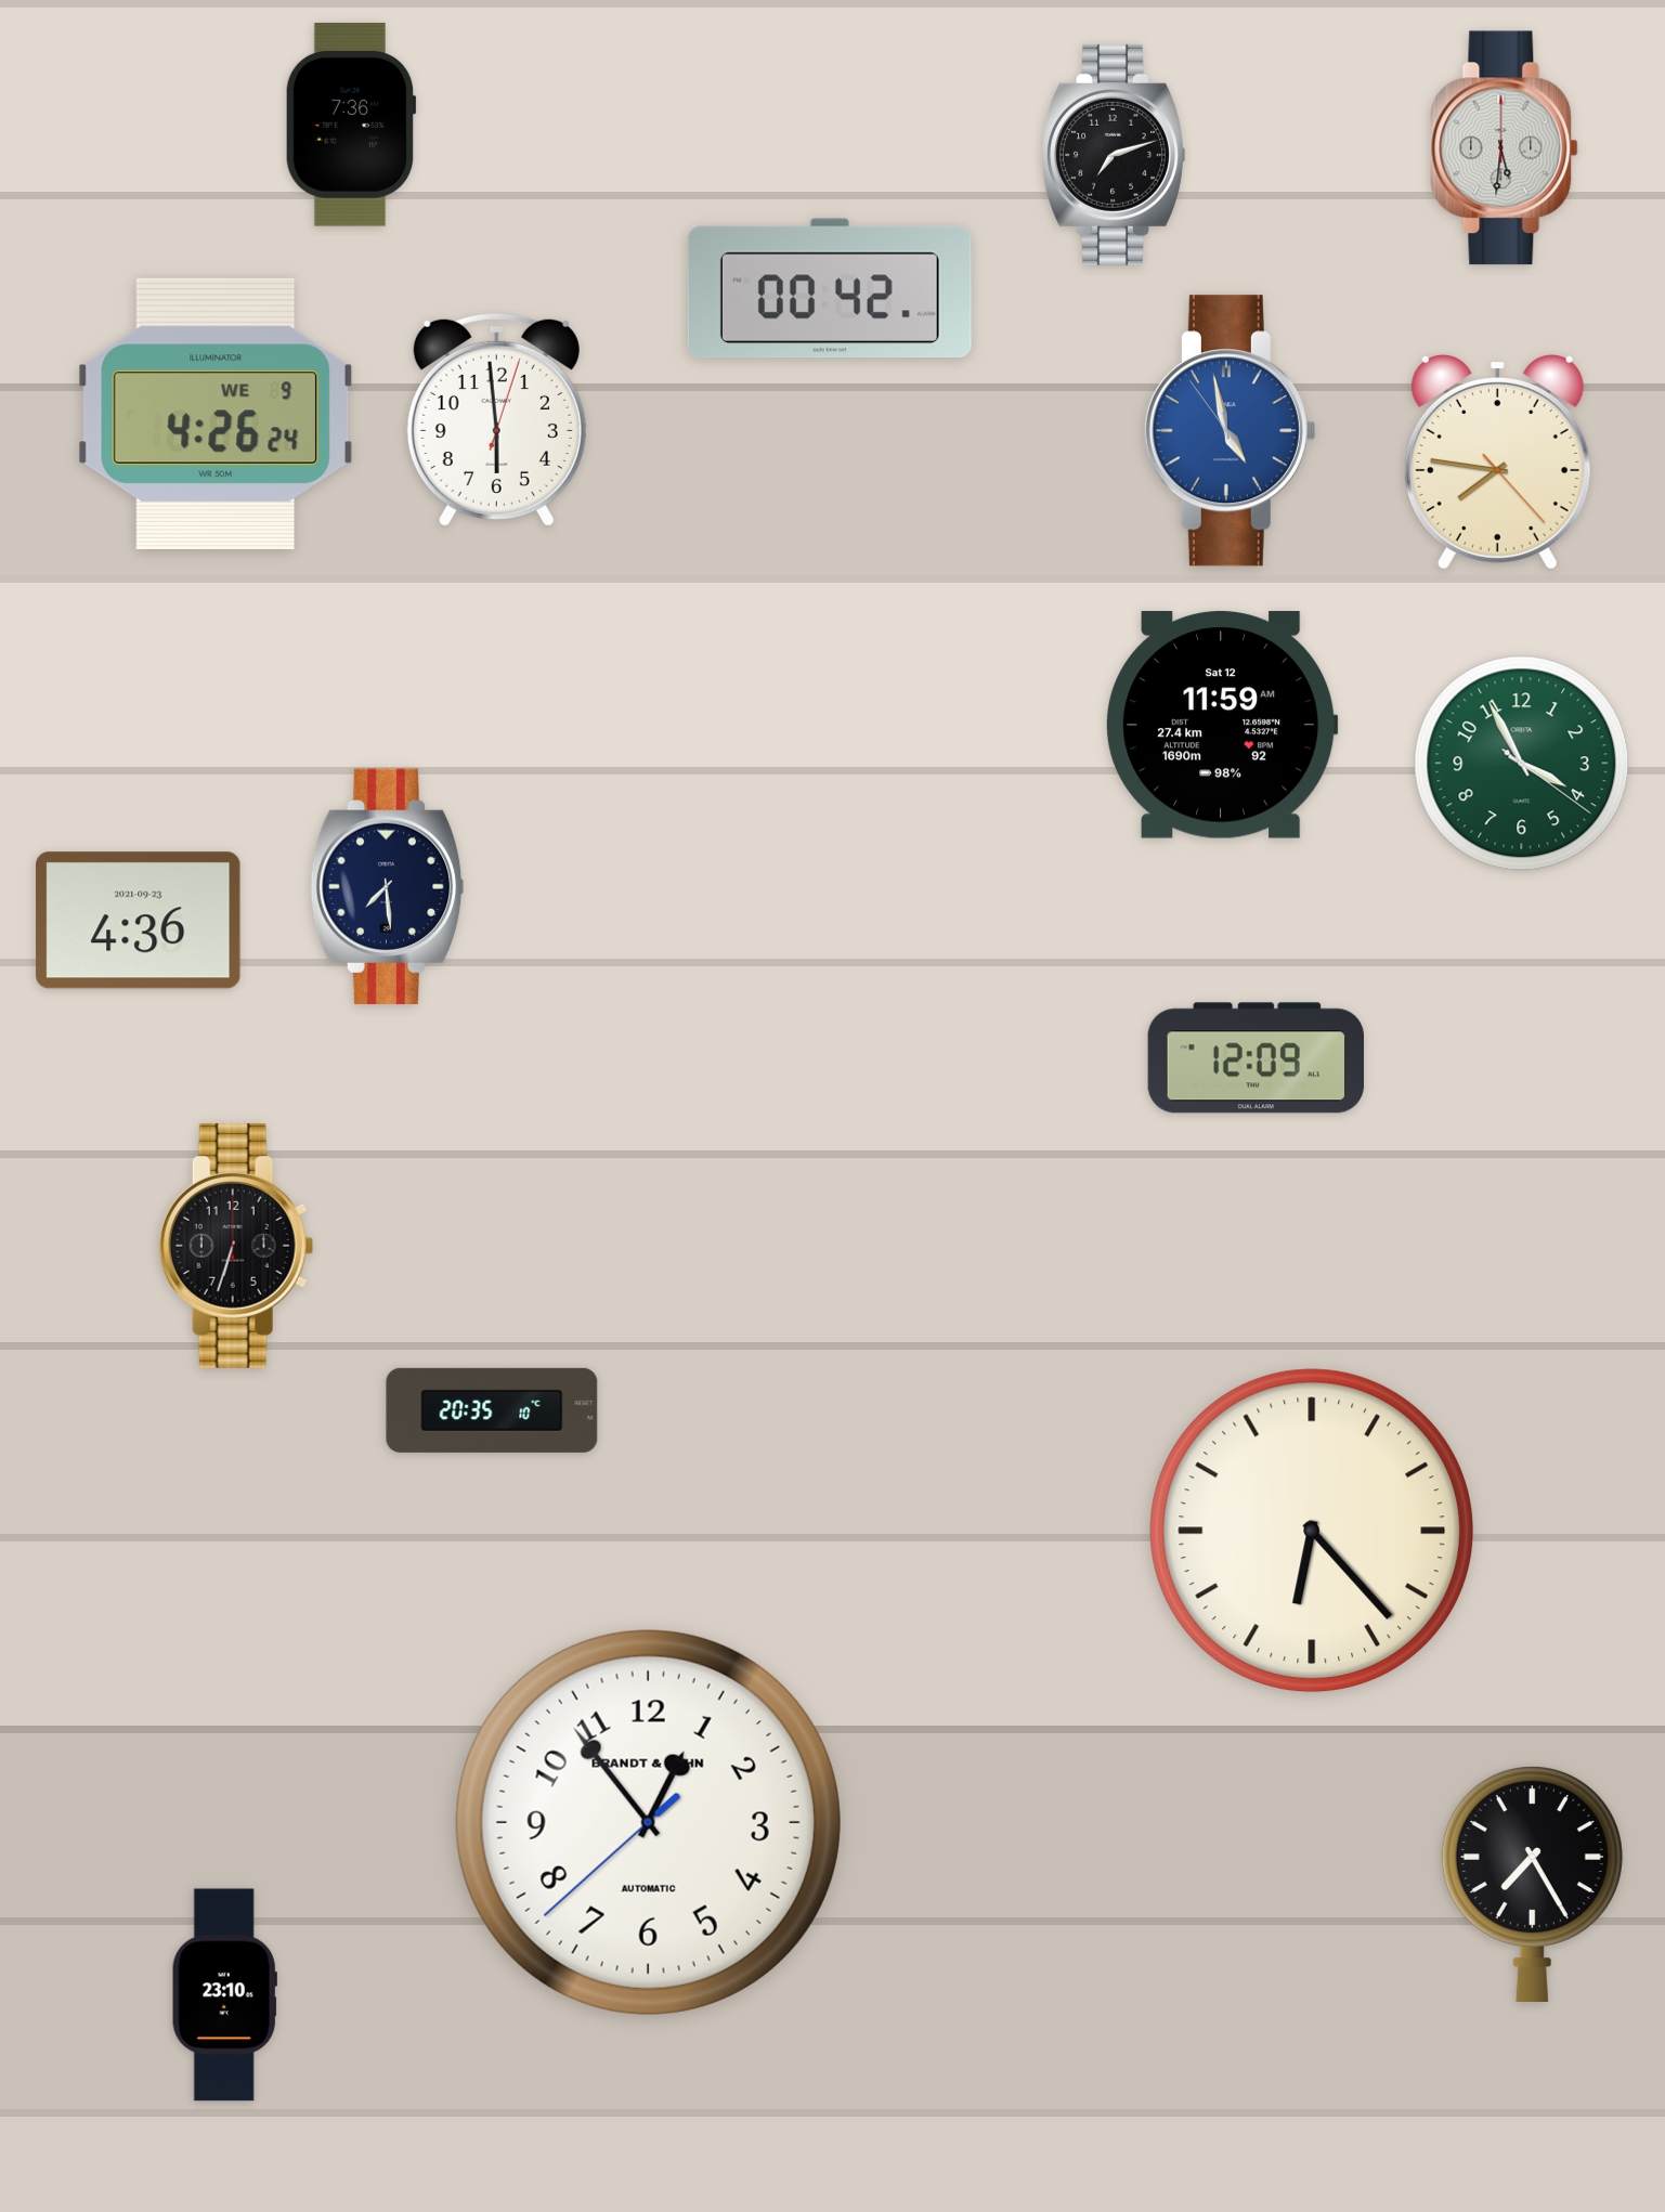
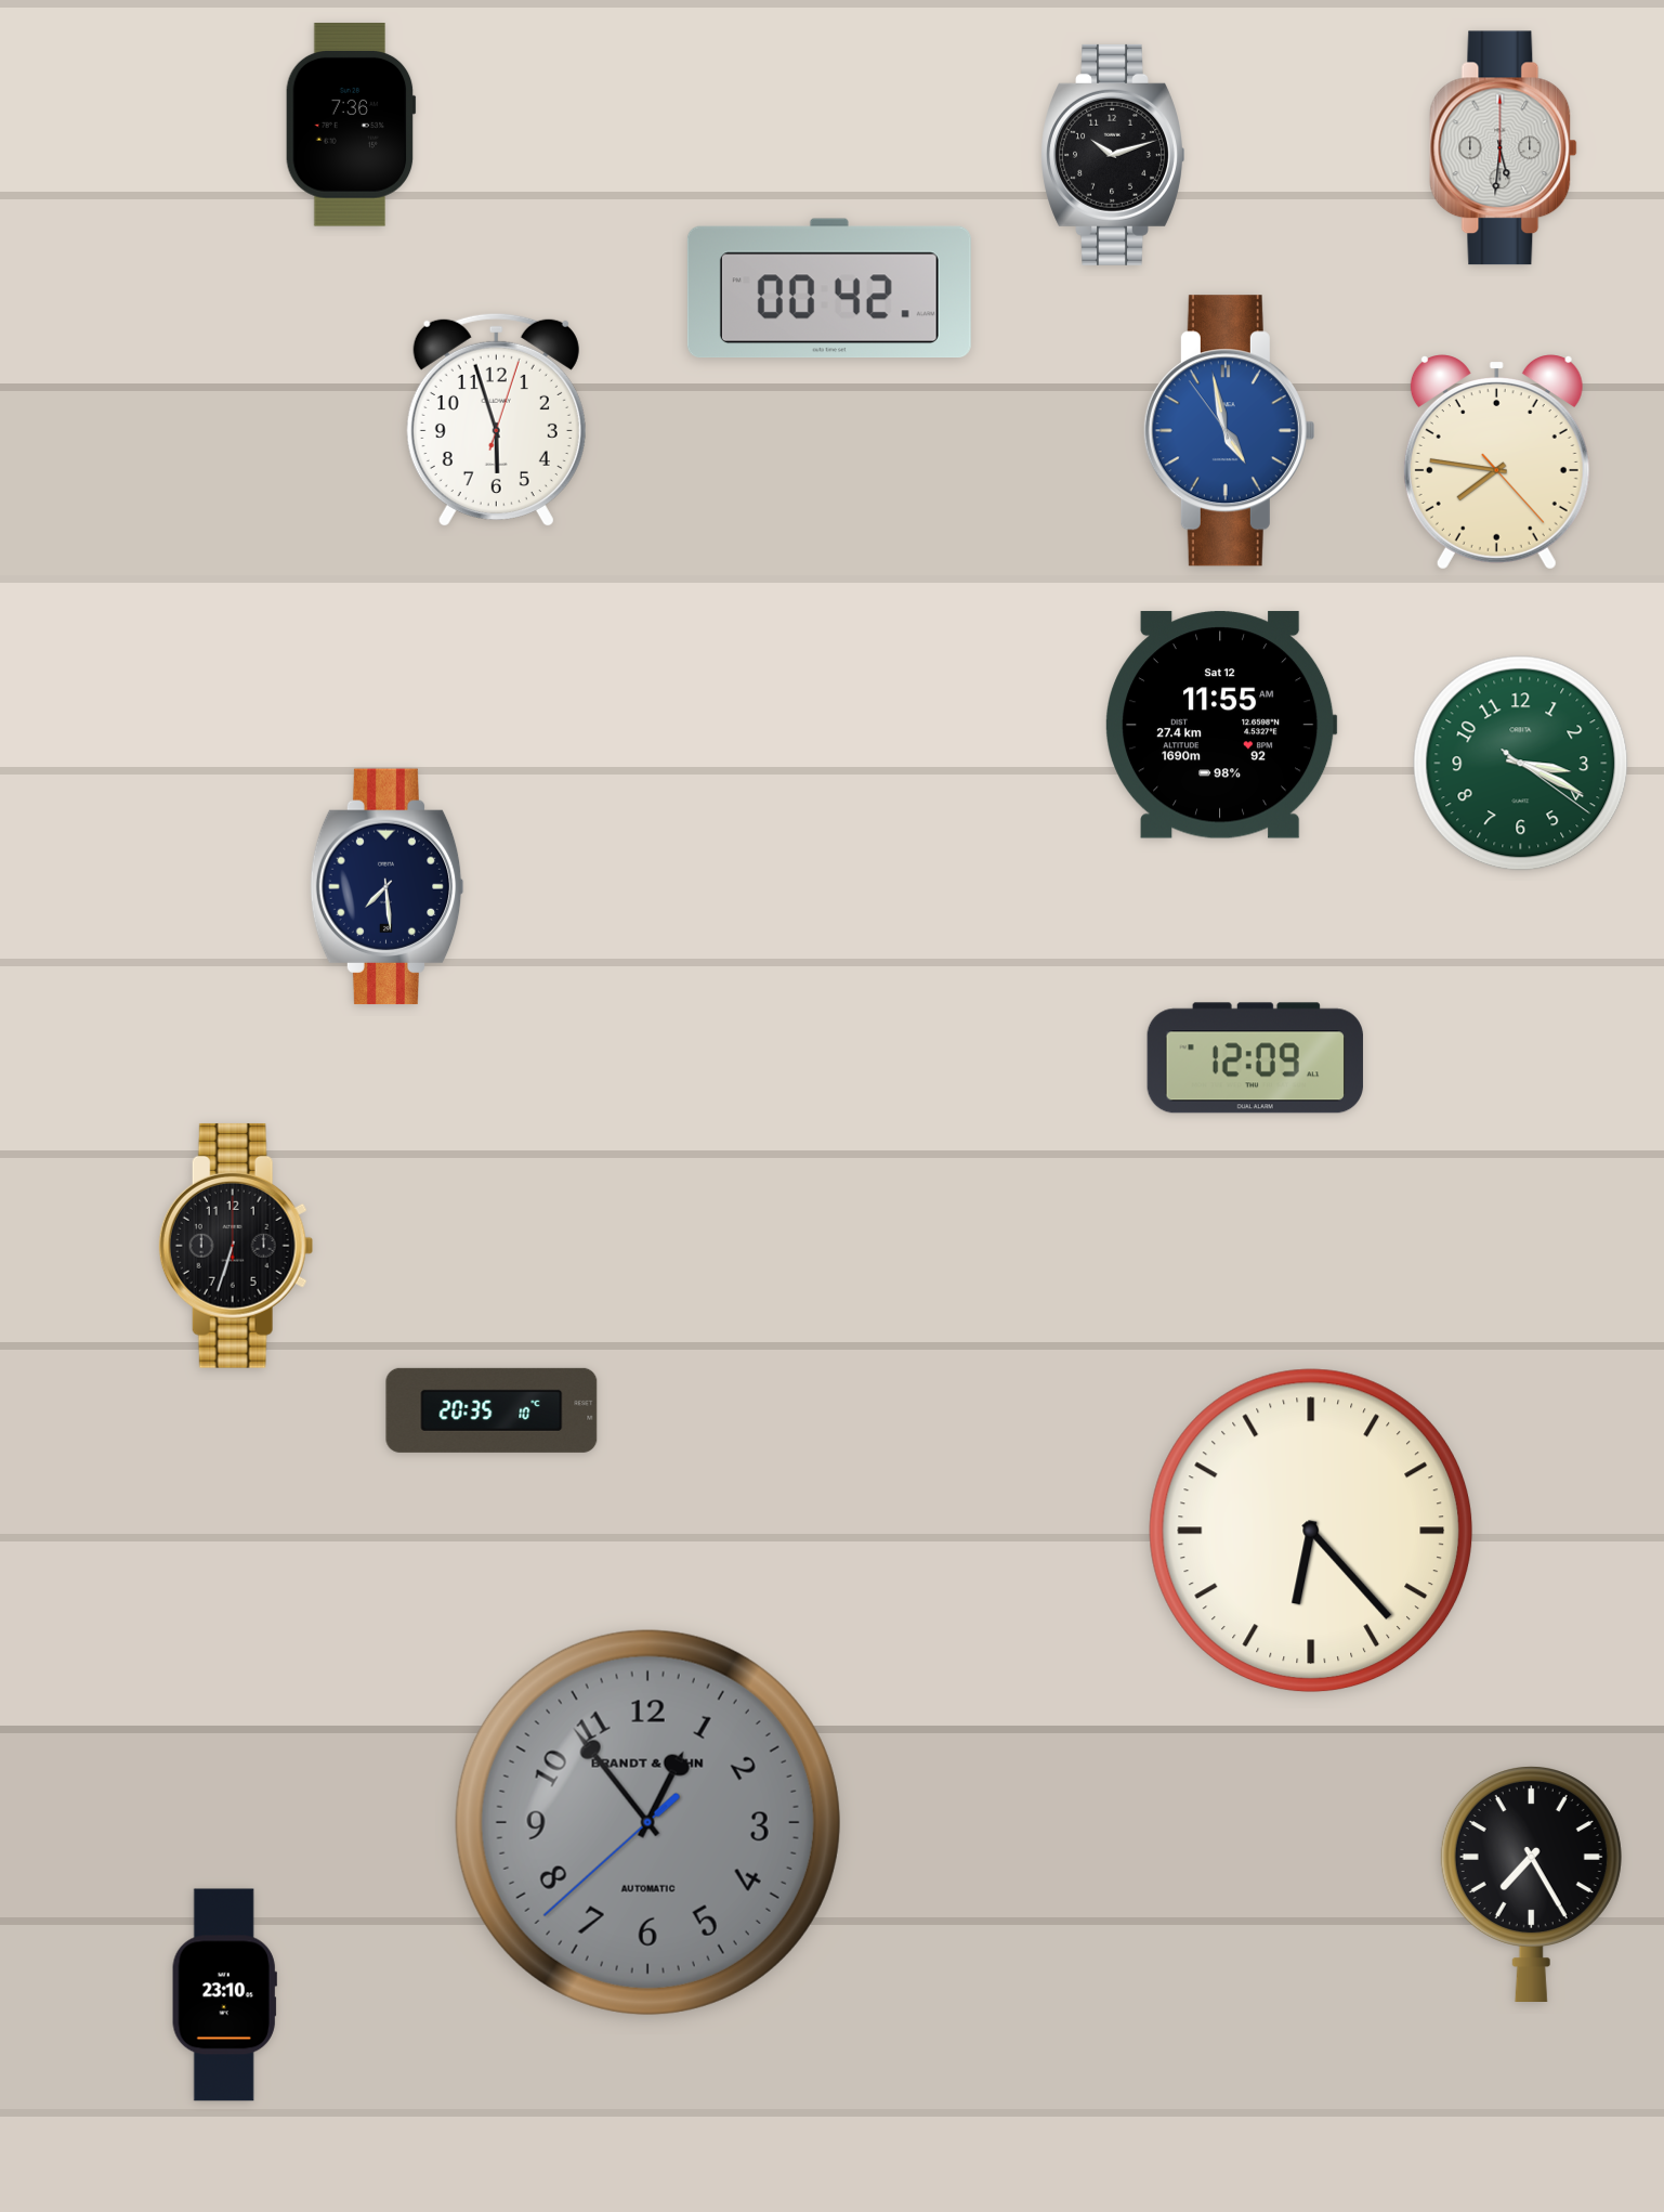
clock at (1114, 155): 7:12 -> 10:12
clock at (216, 414): 4:26 -> none
clock at (496, 419): 5:59 -> 5:57
clock at (1222, 725): 11:59 -> 11:55
clock at (1522, 764): 3:55 -> 3:19
clock at (139, 921): 4:36 -> none
clock at (648, 1822) dial: white -> grey
